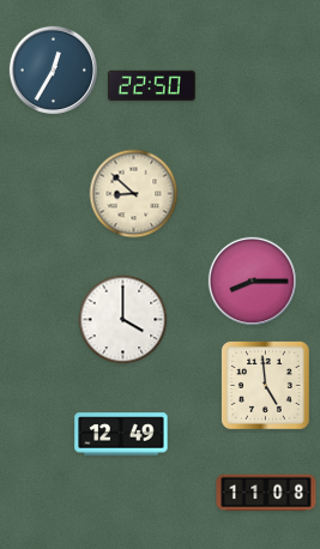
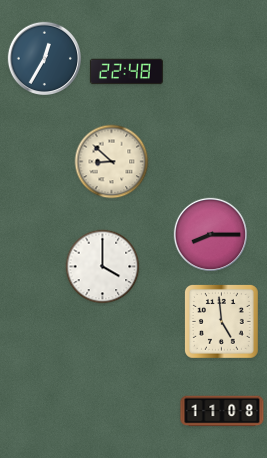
clock at (151, 86): 22:50 -> 22:48
clock at (121, 434): 12:49 -> none
